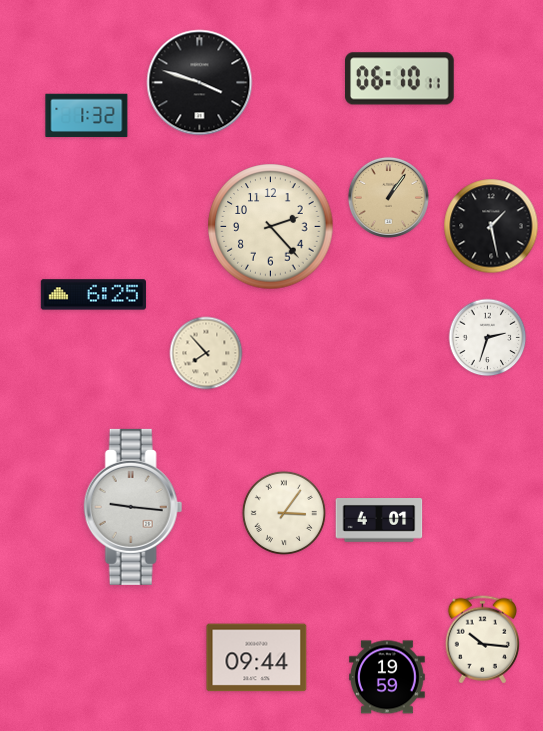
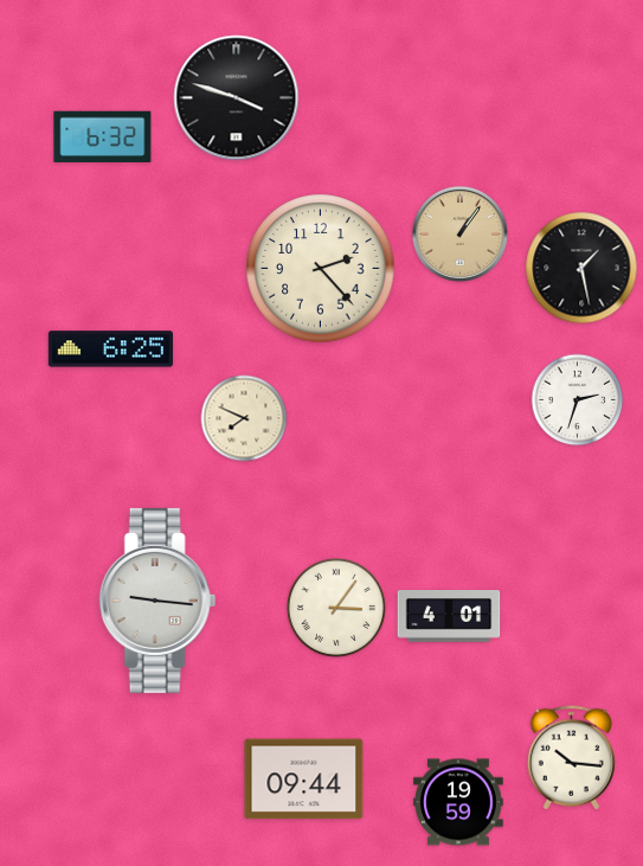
clock at (400, 79): 06:10 -> none
clock at (87, 115): 1:32 -> 6:32
clock at (206, 353): 7:53 -> 7:49
